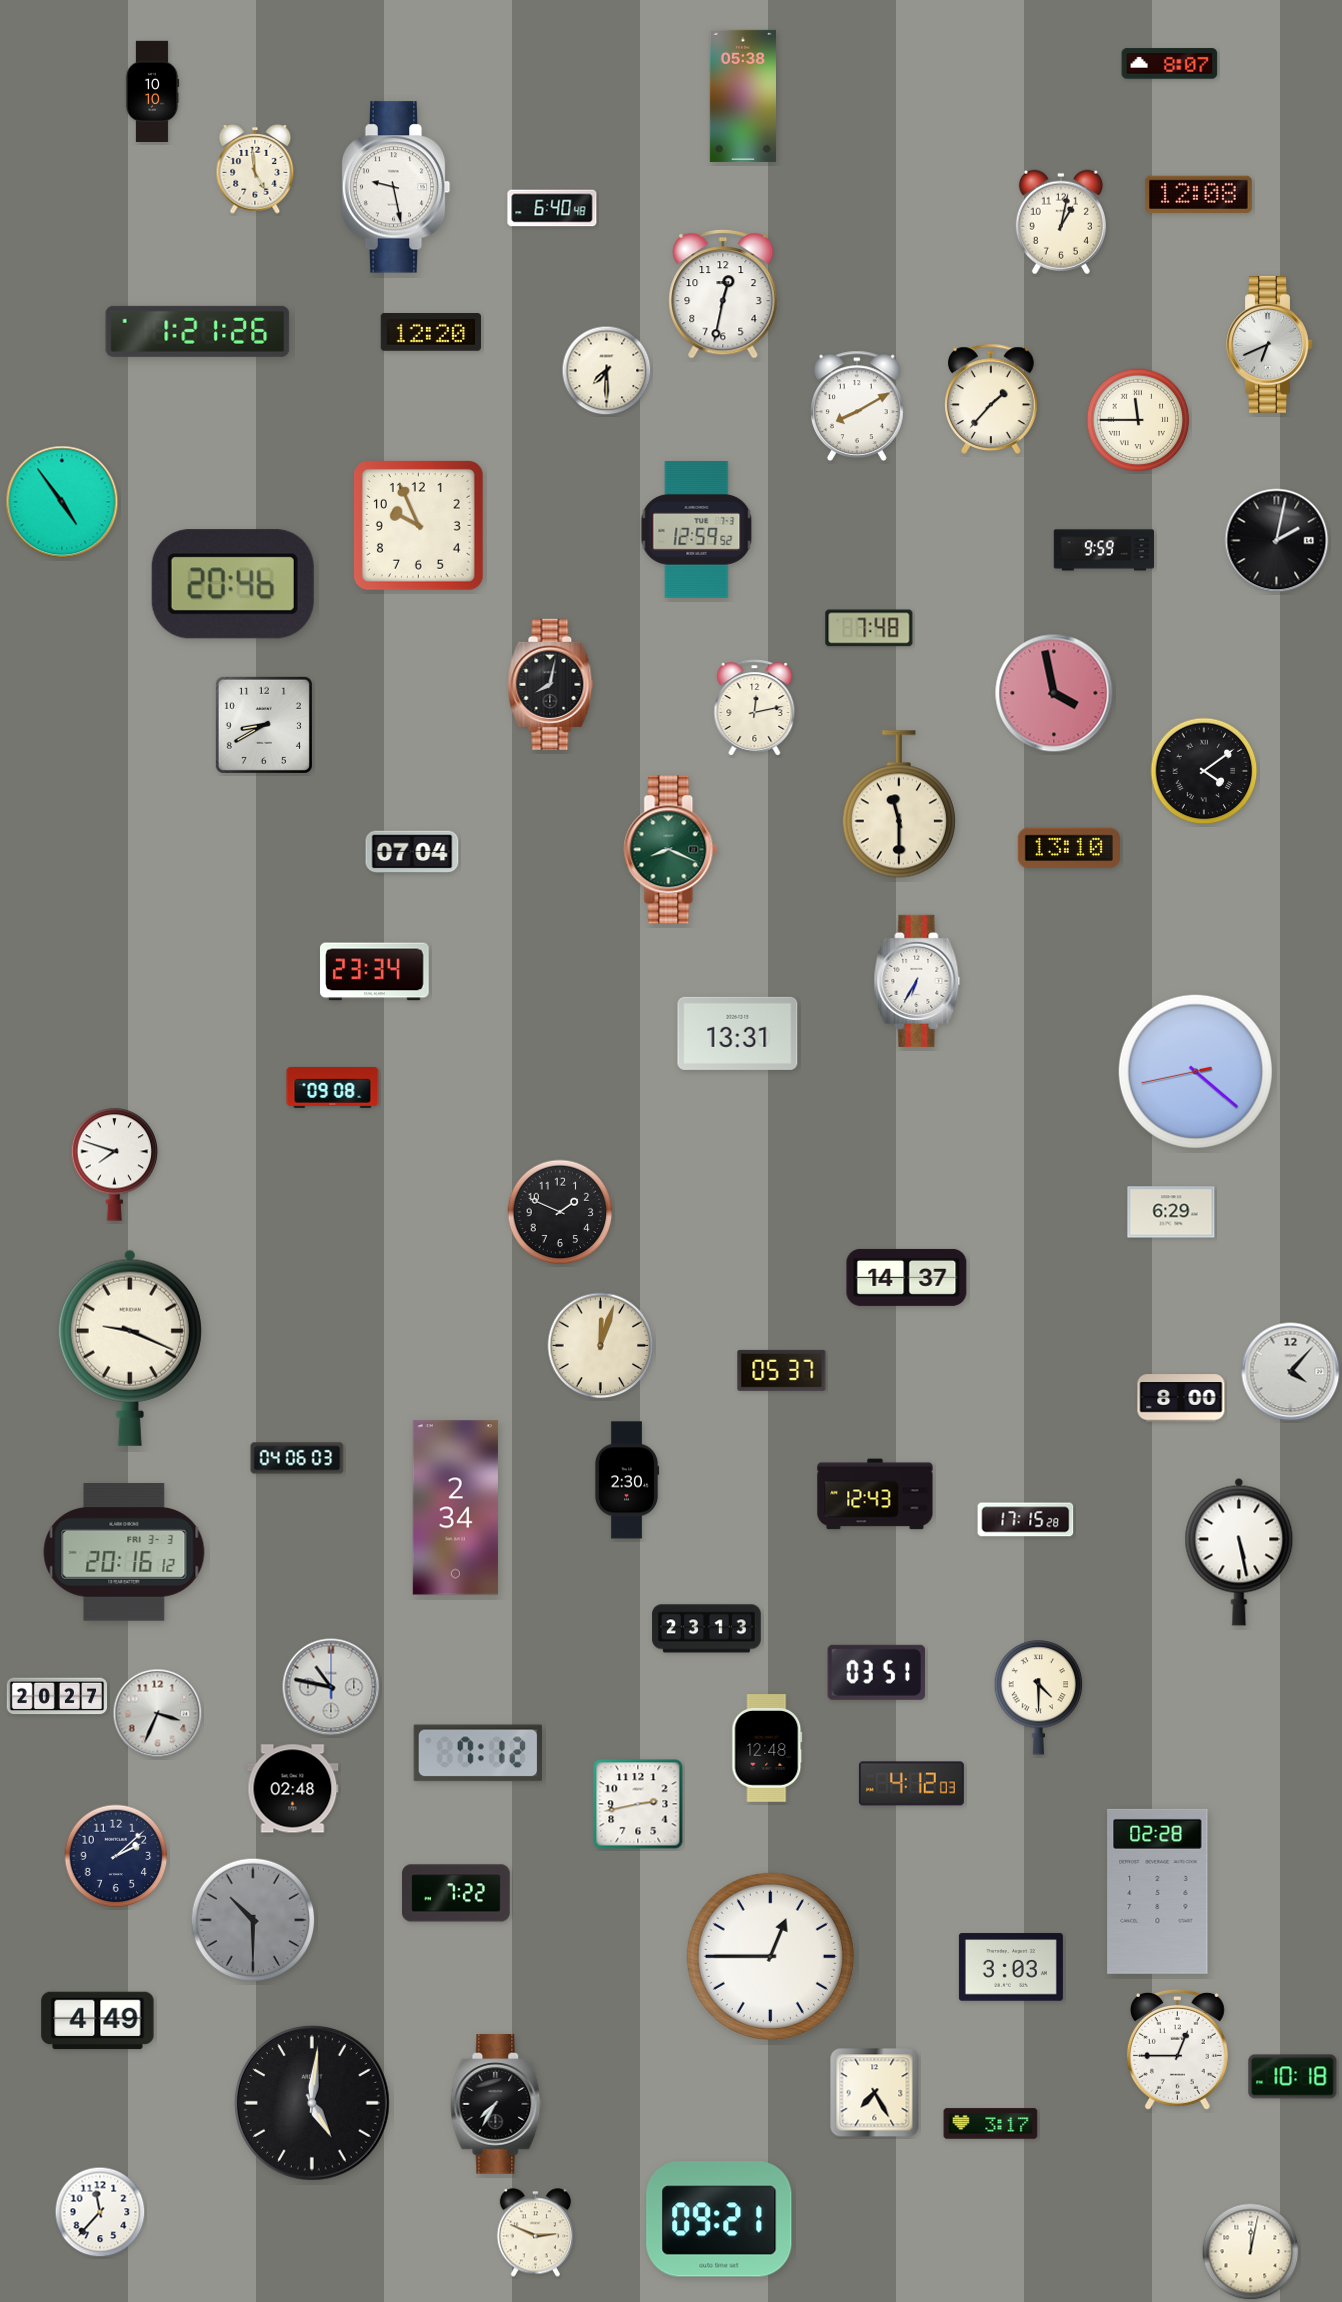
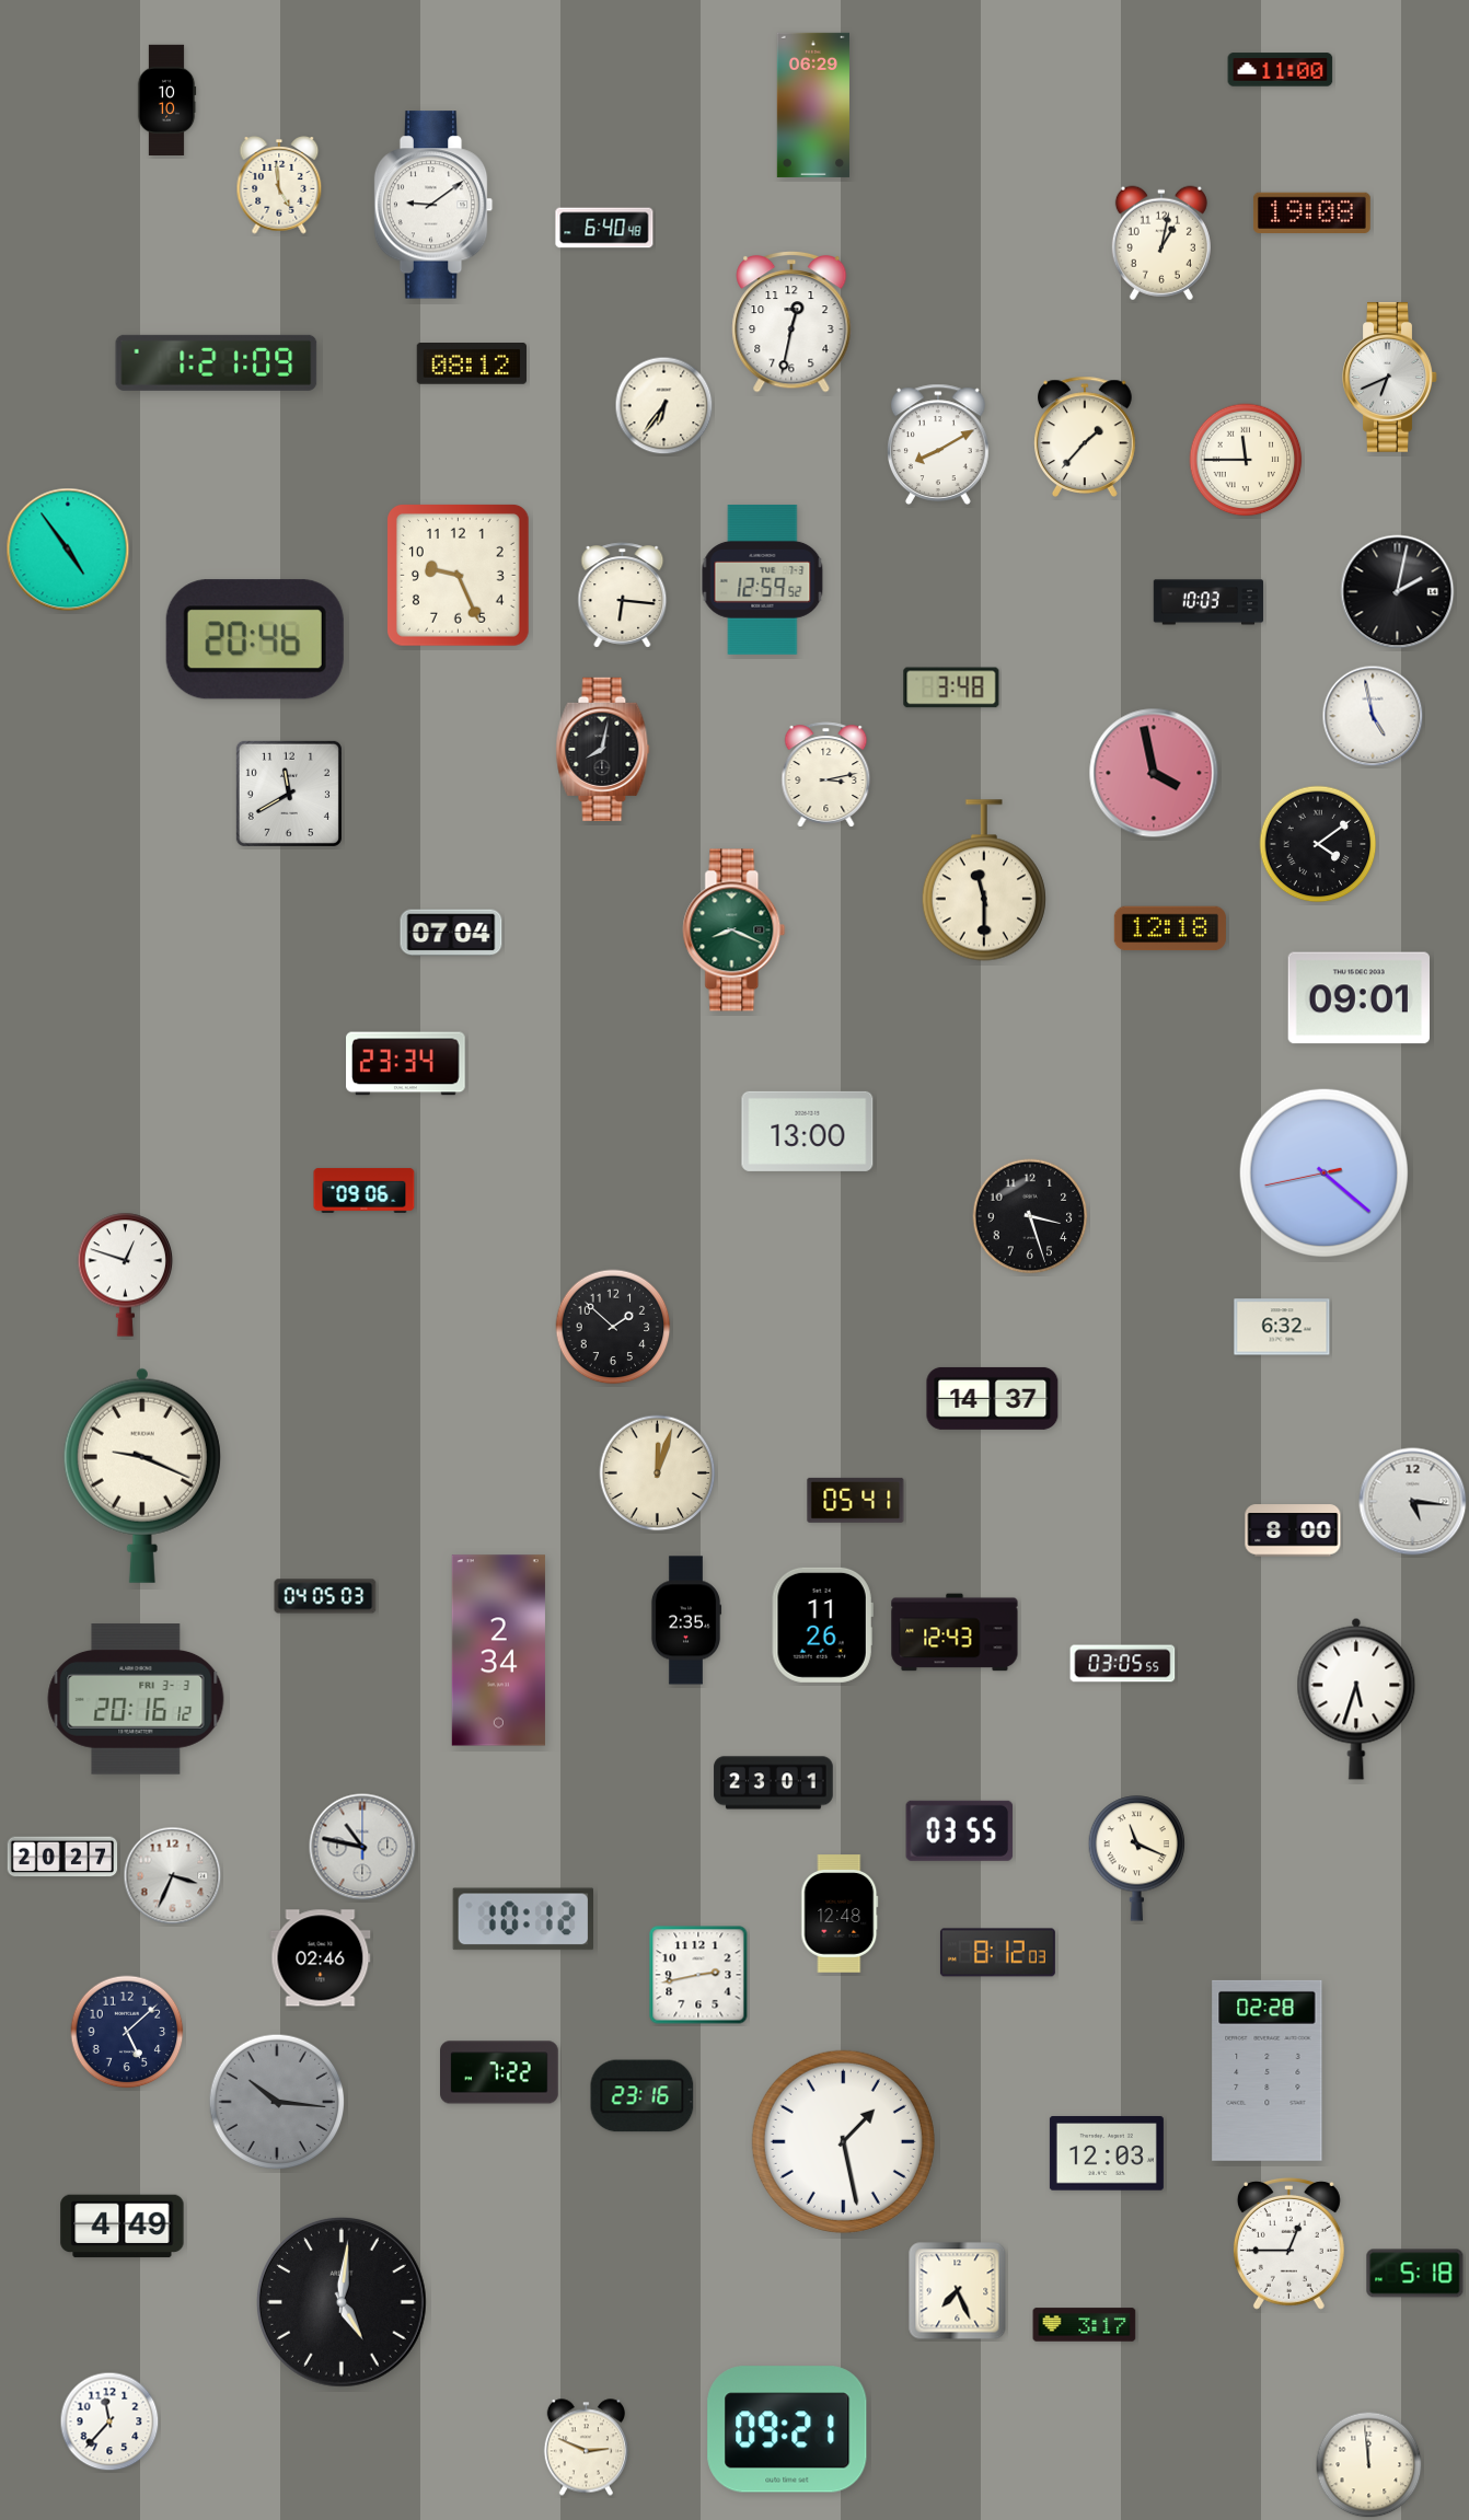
clock at (1170, 64): 8:07 -> 11:00
clock at (743, 96): 05:38 -> 06:29
clock at (396, 187): 9:28 -> 9:09
clock at (1198, 194): 12:08 -> 19:08
clock at (198, 331): 1:21:26 -> 1:21:09
clock at (430, 332): 12:20 -> 08:12
clock at (607, 371): 7:30 -> 6:36
clock at (419, 526): 9:56 -> 9:26
clock at (623, 596): none -> 6:16
clock at (1104, 550): 9:59 -> 10:03
clock at (869, 628): 7:48 -> 3:48
clock at (1373, 716): none -> 4:58
clock at (1054, 693) position: (1054, 693) -> (1154, 773)
clock at (755, 708): 12:13 -> 3:13
clock at (264, 725): 8:40 -> 11:40
clock at (1069, 848): 13:10 -> 12:18
clock at (1358, 998): none -> 09:01
clock at (375, 972) position: (375, 972) -> (406, 1064)
clock at (917, 981): 6:35 -> none
clock at (738, 1033): 13:31 -> 13:00
clock at (1195, 1071) position: (1195, 1071) -> (1323, 1172)
clock at (333, 1087): 09:08 -> 09:06
clock at (1030, 1216): none -> 3:27
clock at (115, 1164): 7:48 -> 12:48
clock at (560, 1212): 1:49 -> 1:52
clock at (1171, 1212): 6:29 -> 6:32
clock at (782, 1370): 05:37 -> 05:41
clock at (1291, 1372): 4:07 -> 5:16
clock at (297, 1458): 04:06 -> 04:05
clock at (627, 1480): 2:30 -> 2:35
clock at (822, 1625): none -> 11:26
clock at (875, 1494) position: (875, 1494) -> (955, 1632)
clock at (1026, 1520): 17:15 -> 03:05
clock at (1239, 1552): 5:28 -> 5:33
clock at (707, 1629): 23:13 -> 23:01
clock at (877, 1672): 03:51 -> 03:55
clock at (1039, 1698): 4:30 -> 11:19
clock at (477, 1753): 7:12 -> 10:12
clock at (911, 1784): 4:12 -> 8:12
clock at (293, 1789): 02:48 -> 02:46
clock at (116, 1856): 2:08 -> 5:08
clock at (643, 2096): none -> 23:16
clock at (253, 1920): 10:30 -> 10:16
clock at (770, 1956): 12:45 -> 1:28
clock at (1011, 1967): 3:03 -> 12:03
clock at (98, 2021) position: (98, 2021) -> (123, 2227)
clock at (1293, 2077): 10:18 -> 5:18
clock at (875, 2093): 7:25 -> 7:26
clock at (496, 2104): 7:35 -> none
clock at (535, 2233) position: (535, 2233) -> (586, 2448)
clock at (1251, 2252): 12:02 -> 11:59
